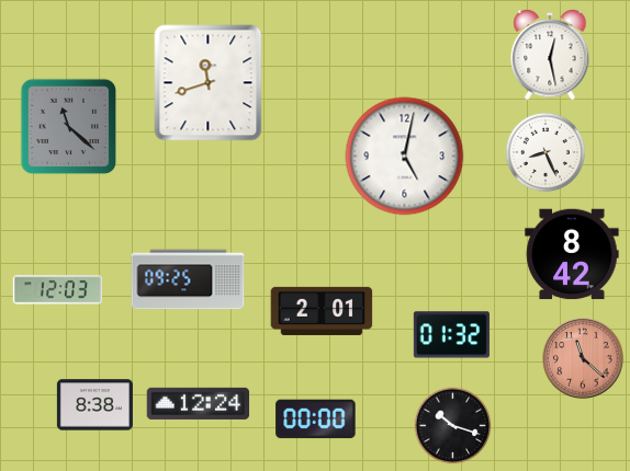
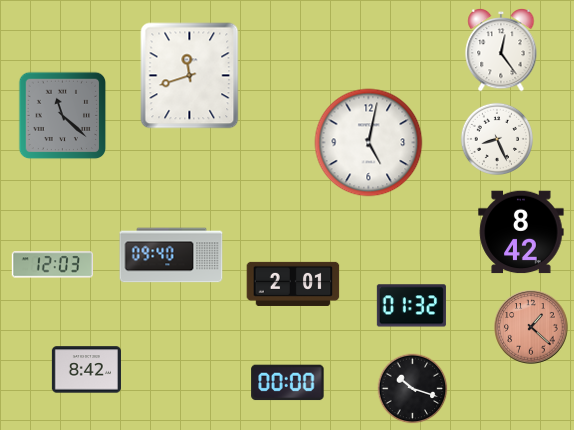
clock at (550, 55): 12:28 -> 12:24
clock at (188, 279): 09:25 -> 09:40
clock at (583, 358): 11:22 -> 1:22
clock at (199, 403): 12:24 -> none
clock at (94, 405): 8:38 -> 8:42
